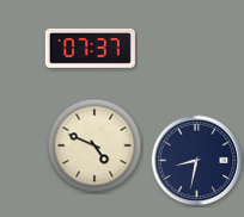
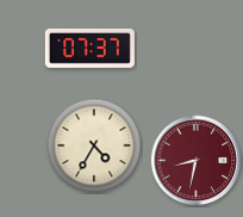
clock at (94, 145): 4:49 -> 4:35
clock at (197, 161) dial: navy -> burgundy
